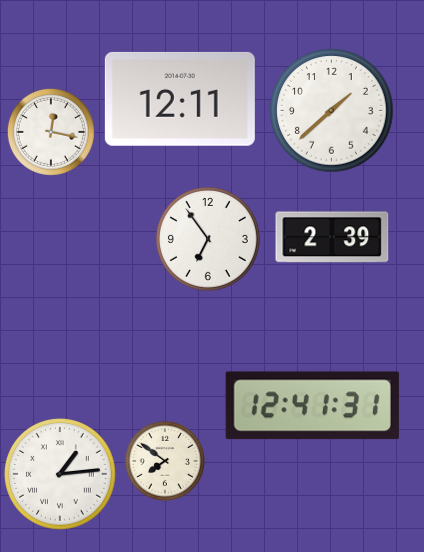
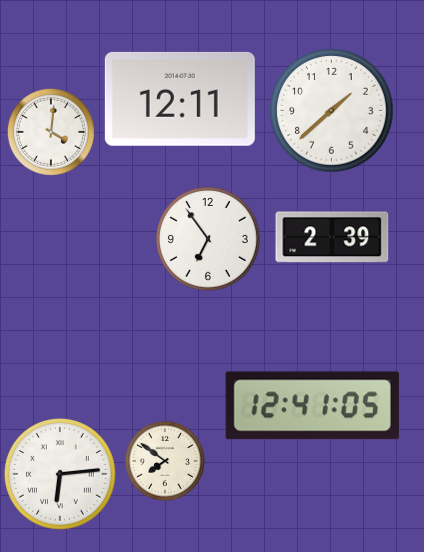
clock at (51, 132): 12:17 -> 4:01
clock at (312, 406): 12:41:31 -> 12:41:05
clock at (61, 475): 1:14 -> 6:14
